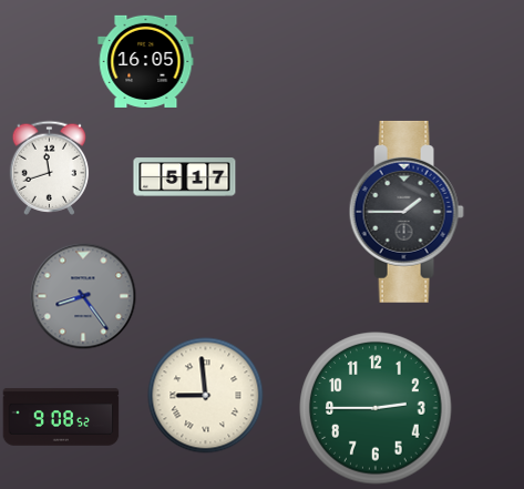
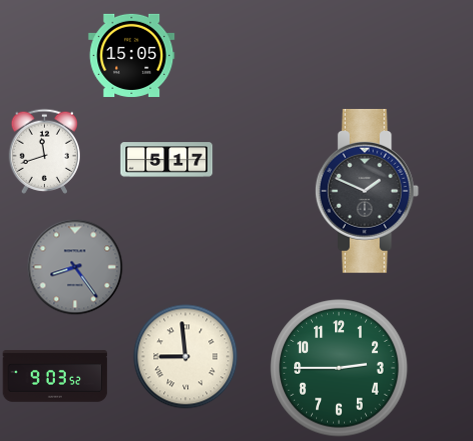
clock at (146, 61): 16:05 -> 15:05
clock at (407, 212): 1:45 -> 1:49
clock at (61, 417): 9:08 -> 9:03
